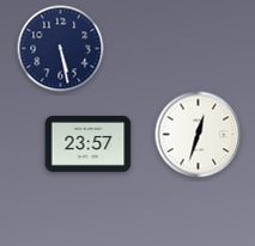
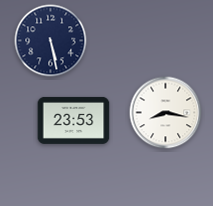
clock at (199, 135): 12:33 -> 8:17
clock at (89, 143): 23:57 -> 23:53
